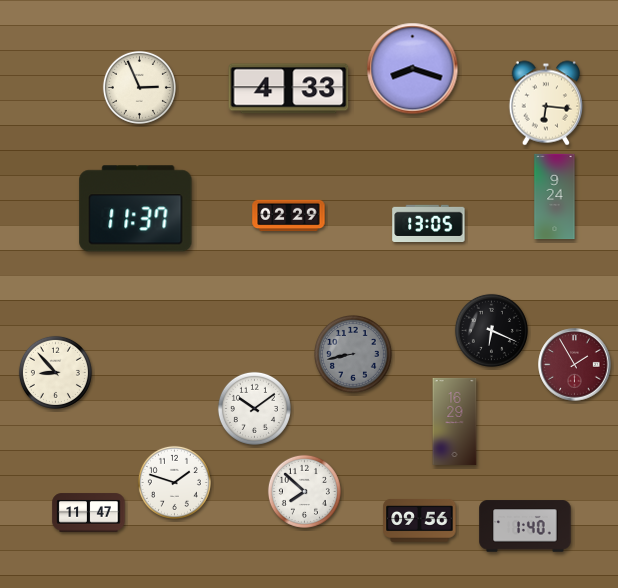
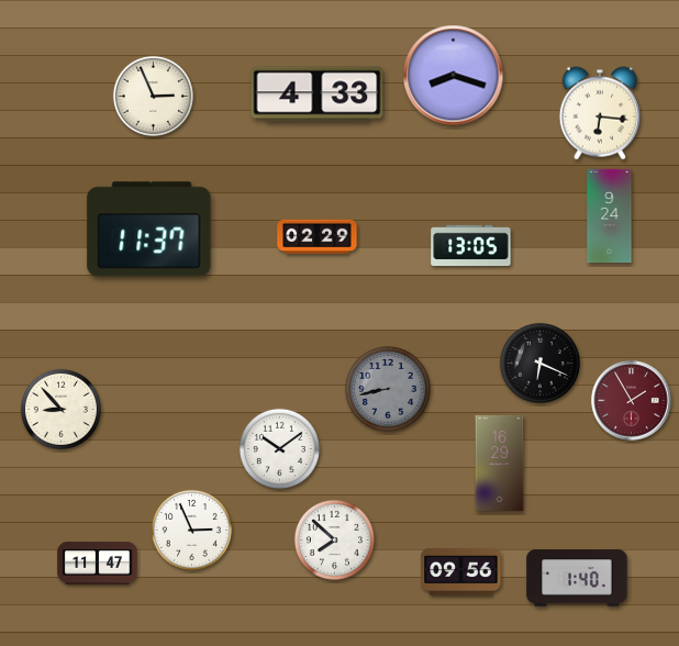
clock at (289, 89) position: (289, 89) -> (318, 94)
clock at (174, 482): 1:48 -> 2:56
